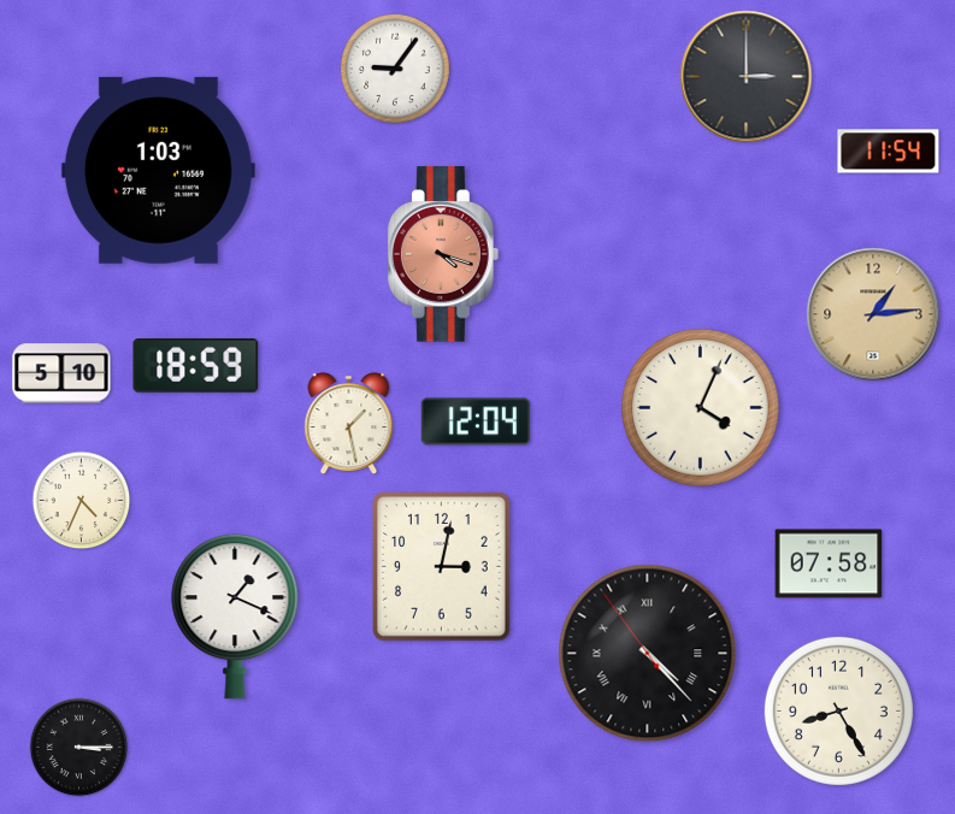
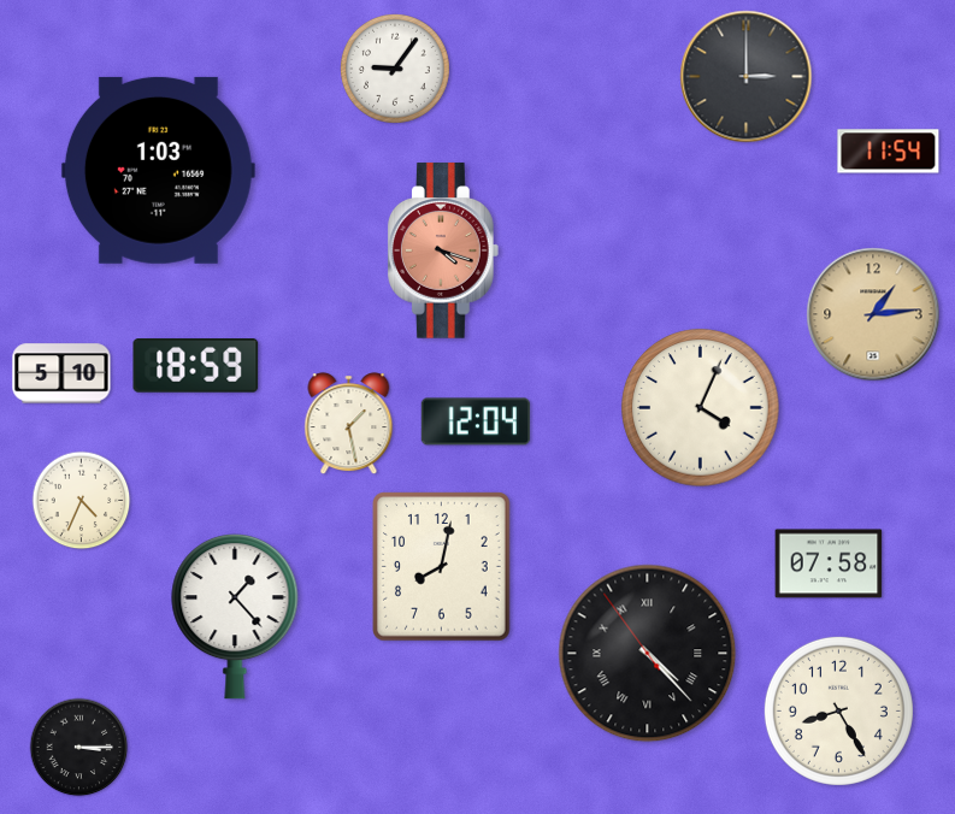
clock at (443, 254) position: (443, 254) -> (443, 250)
clock at (442, 567): 3:02 -> 8:02
clock at (235, 618): 1:19 -> 1:23
